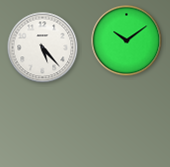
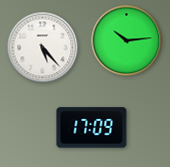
clock at (127, 41): 10:09 -> 10:14
clock at (92, 128): none -> 17:09
